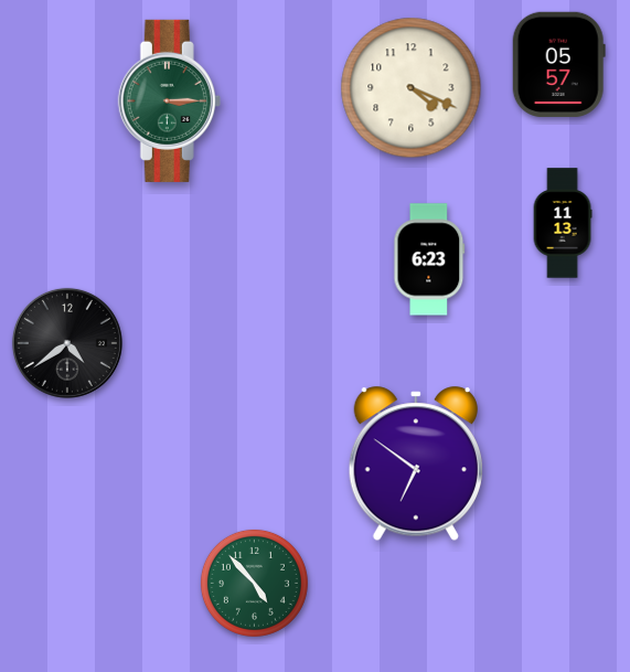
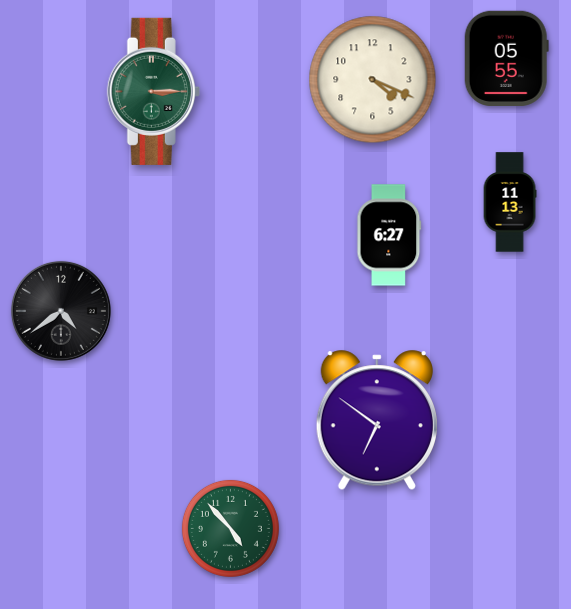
clock at (558, 64): 05:57 -> 05:55
clock at (429, 259): 6:23 -> 6:27
